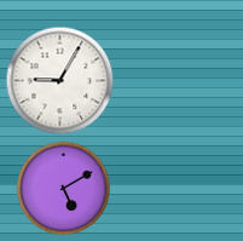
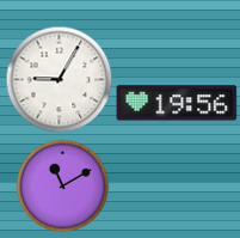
clock at (177, 103): none -> 19:56
clock at (63, 188): 5:10 -> 11:10
